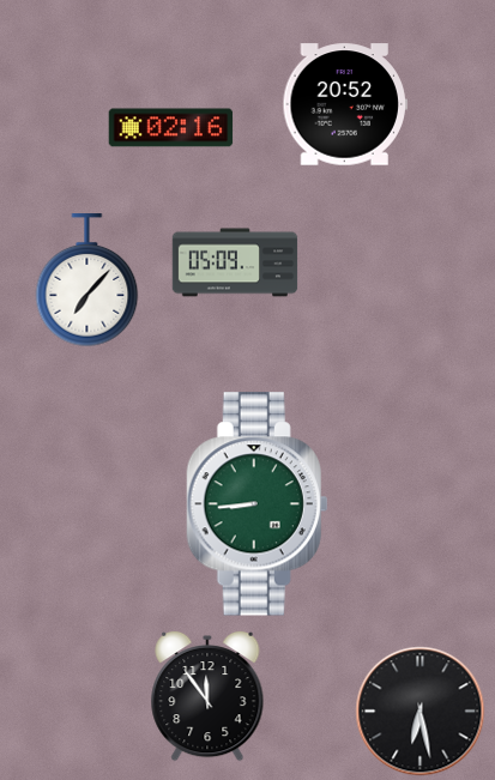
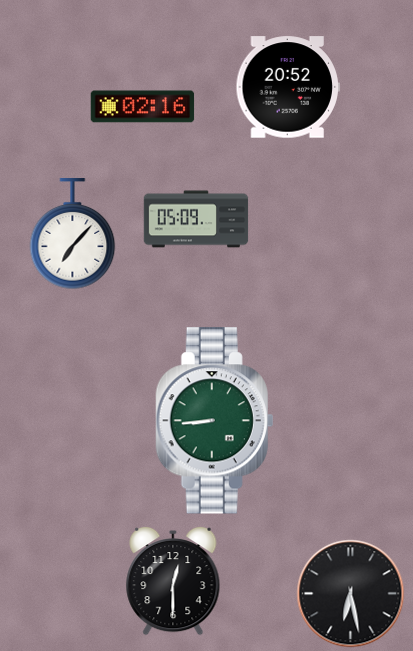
clock at (207, 696): 11:54 -> 12:30
